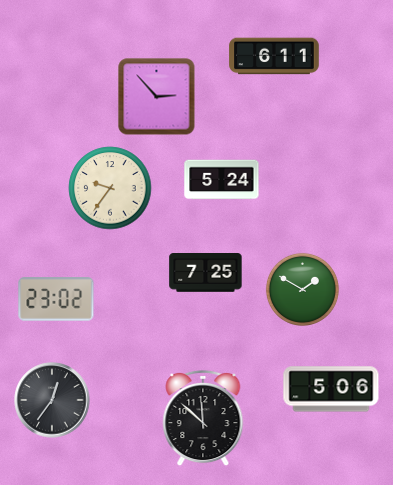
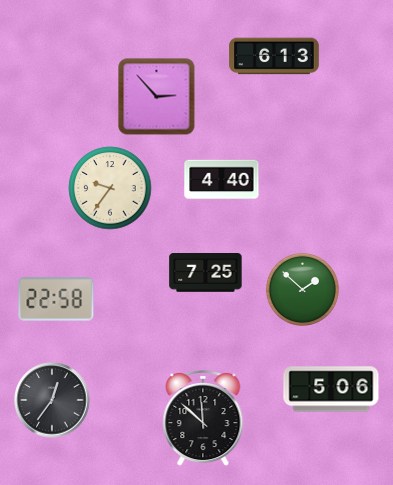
clock at (274, 56): 6:11 -> 6:13
clock at (222, 180): 5:24 -> 4:40
clock at (302, 289): 1:50 -> 1:52
clock at (56, 299): 23:02 -> 22:58
